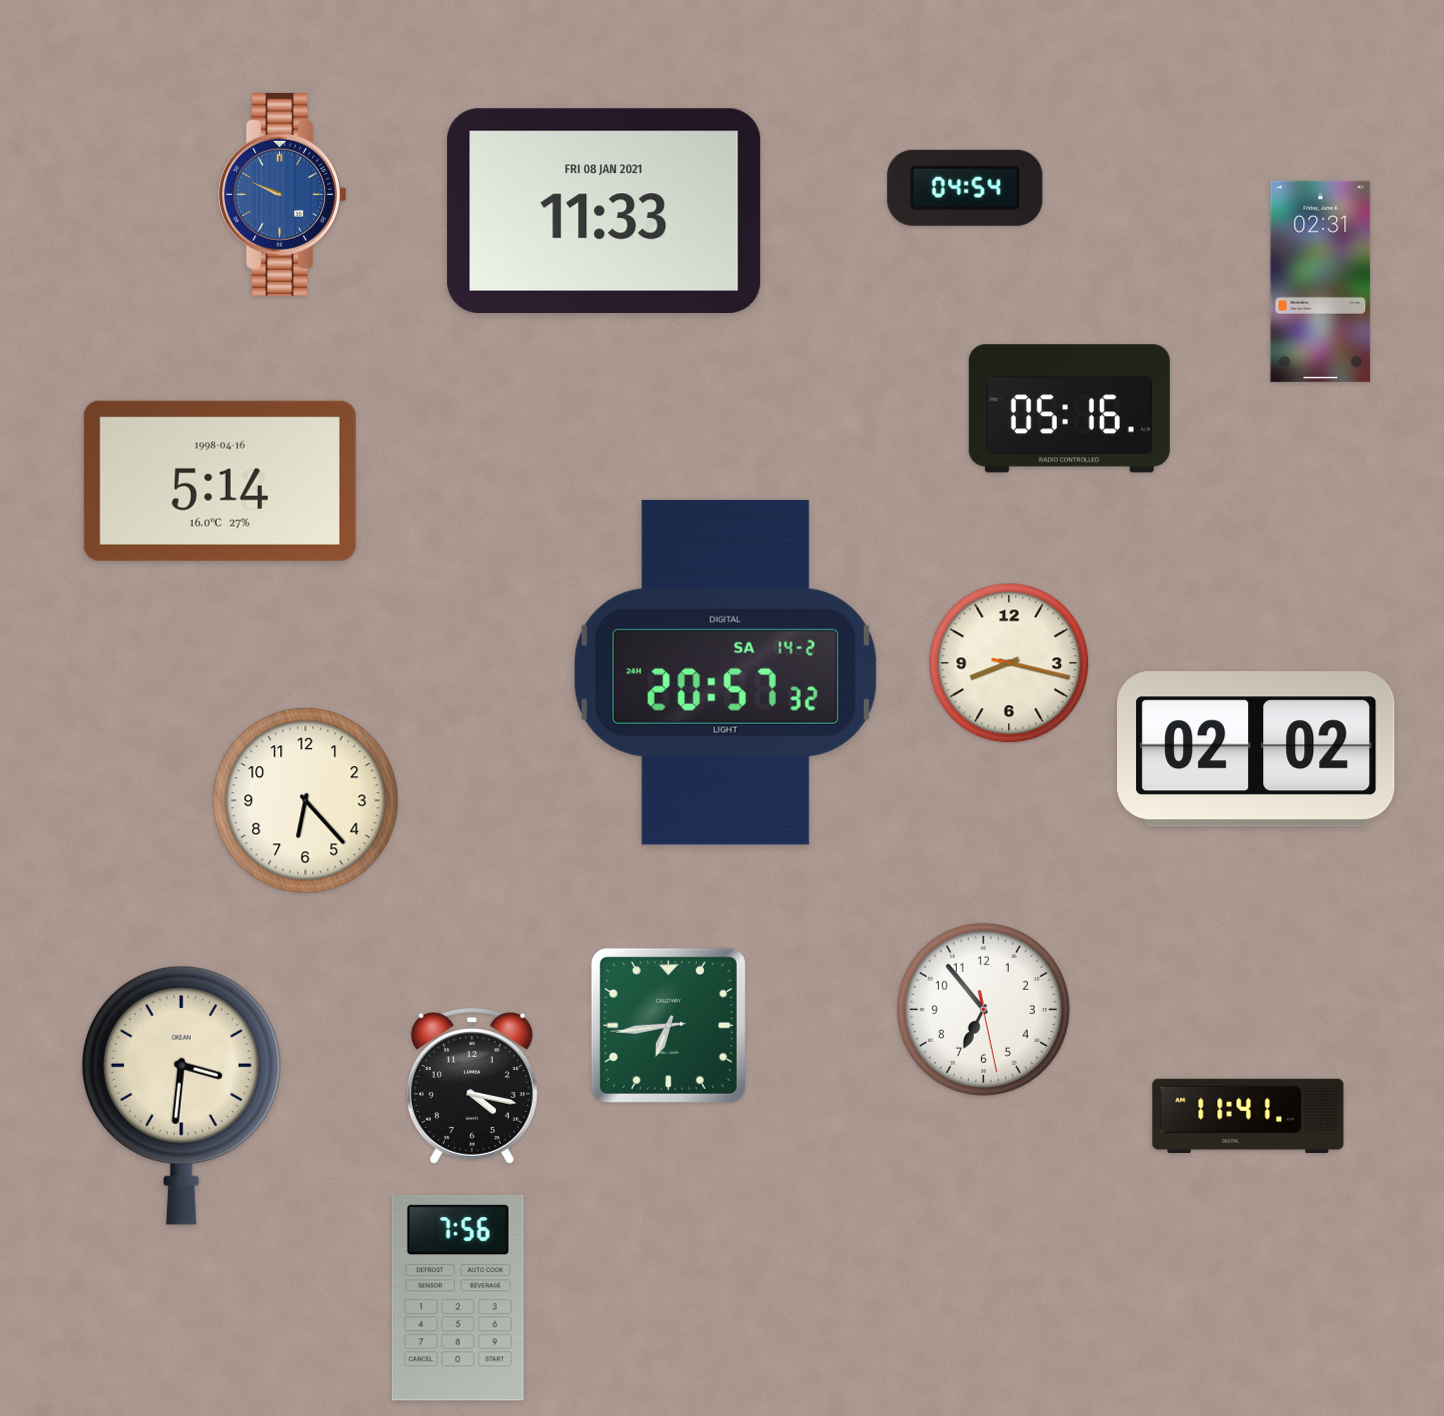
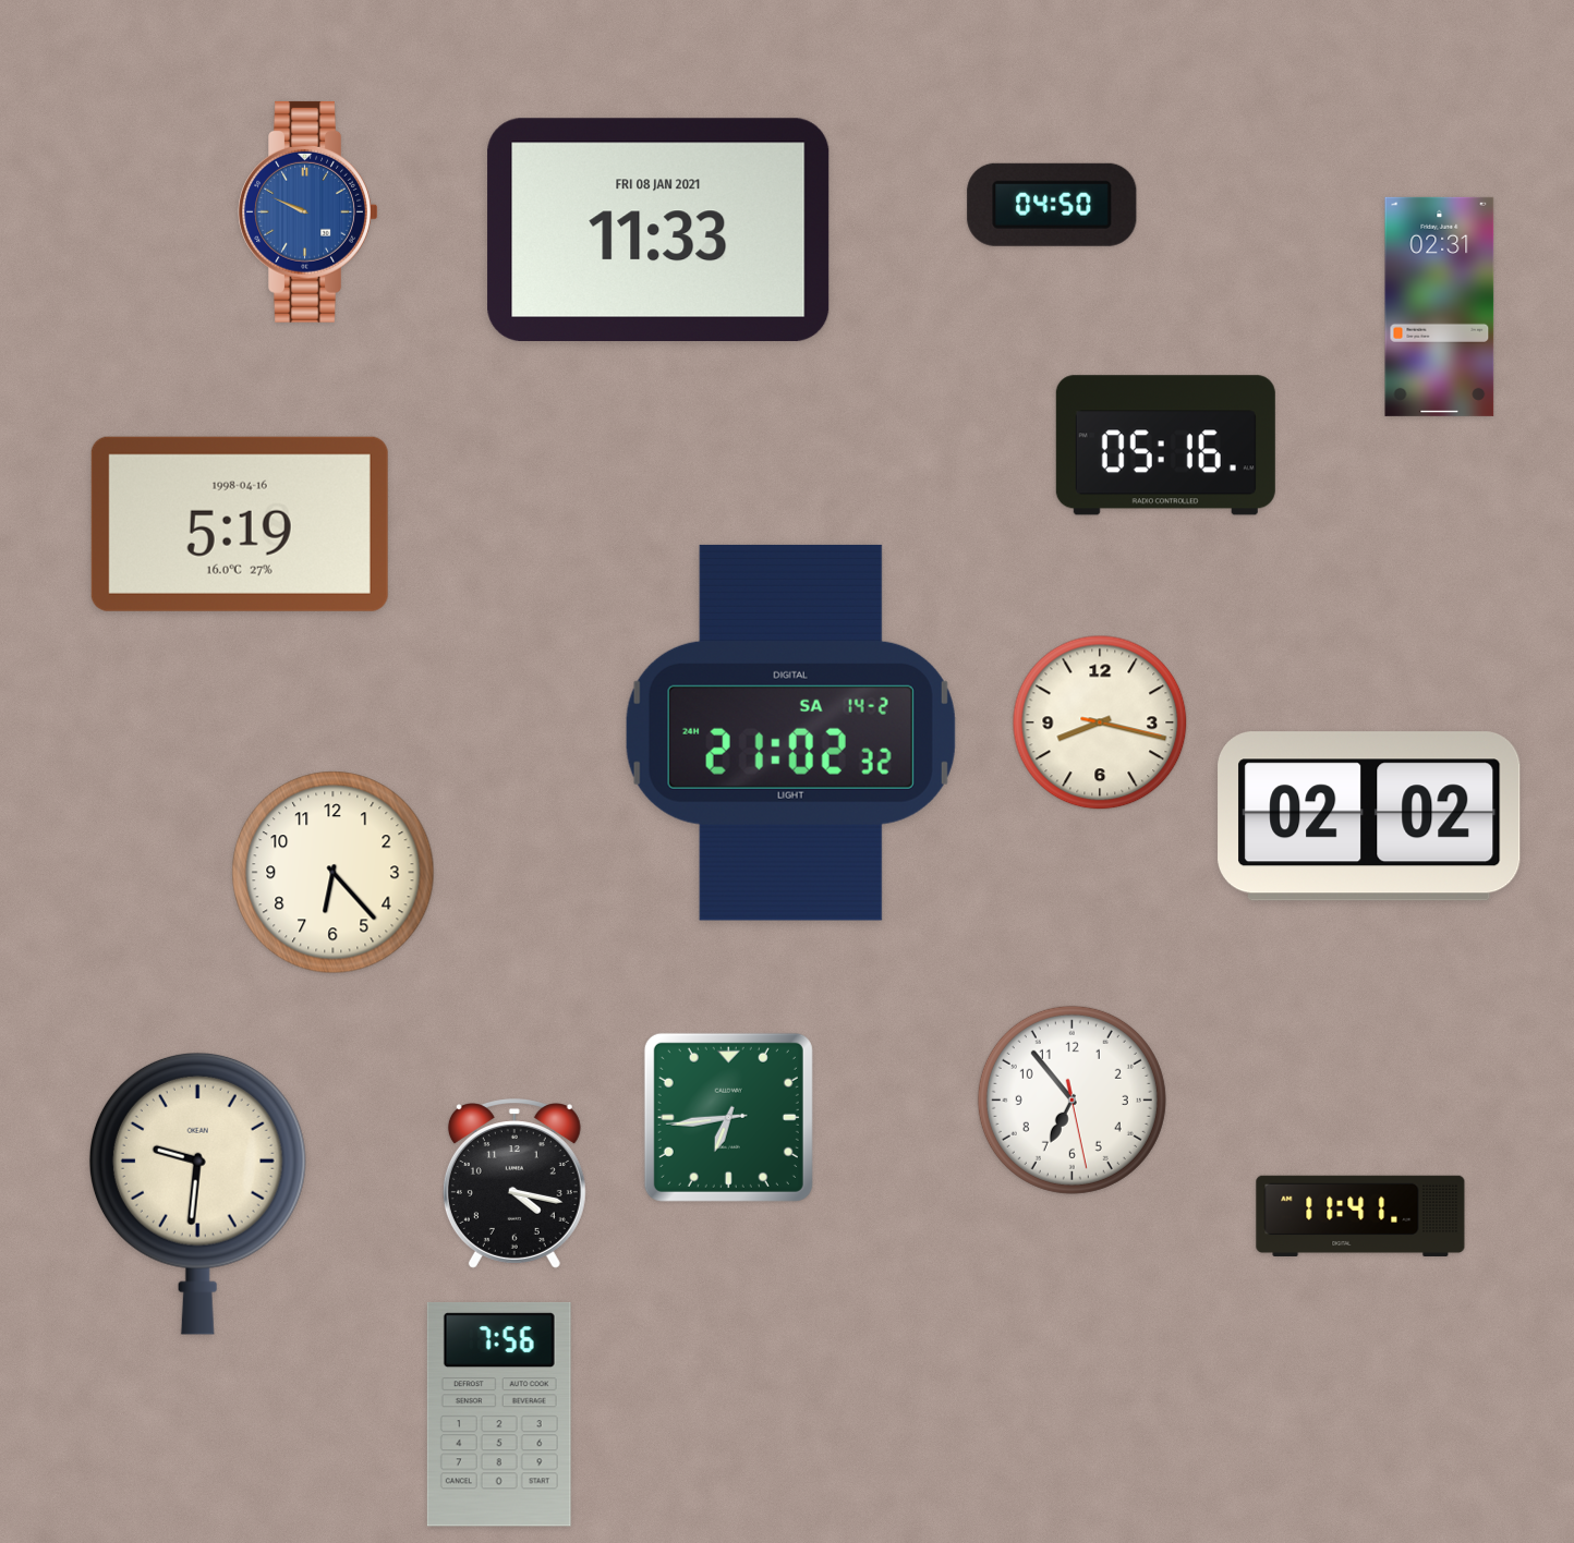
clock at (965, 188): 04:54 -> 04:50
clock at (220, 481): 5:14 -> 5:19
clock at (725, 672): 20:57 -> 21:02
clock at (181, 1095): 3:31 -> 9:31
